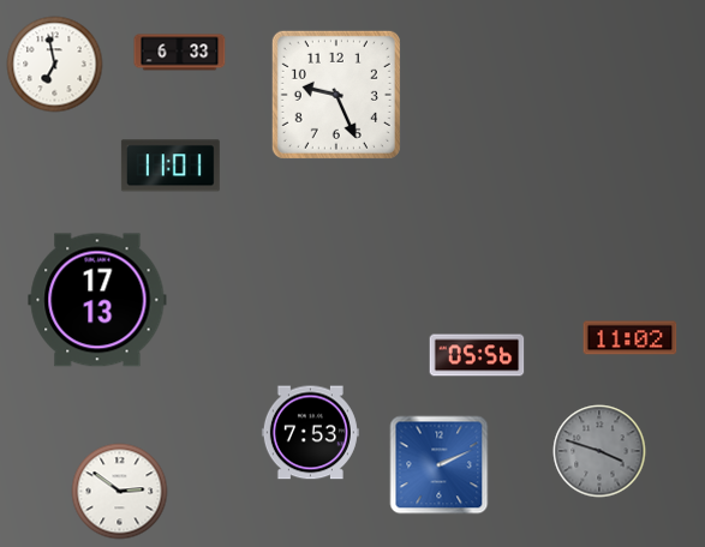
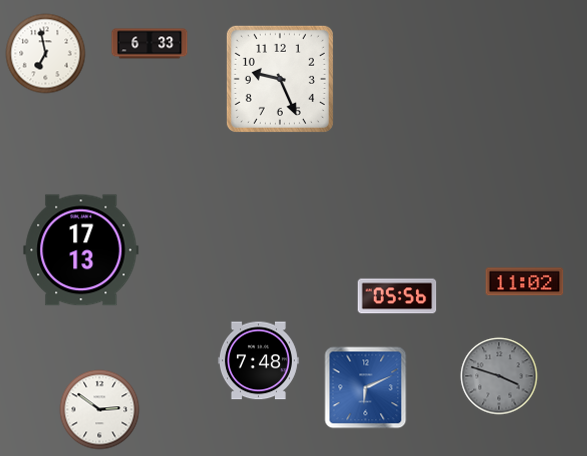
clock at (171, 166): 11:01 -> none
clock at (310, 433): 7:53 -> 7:48
clock at (440, 465): 2:11 -> 6:11
